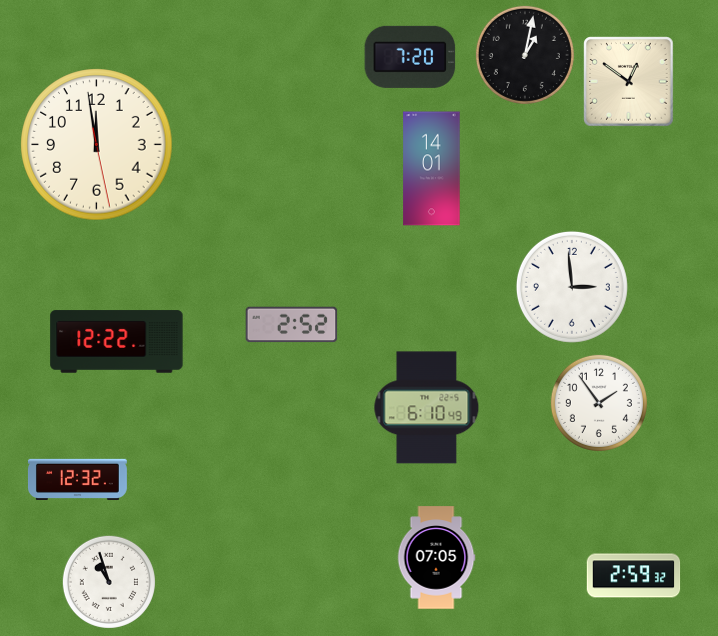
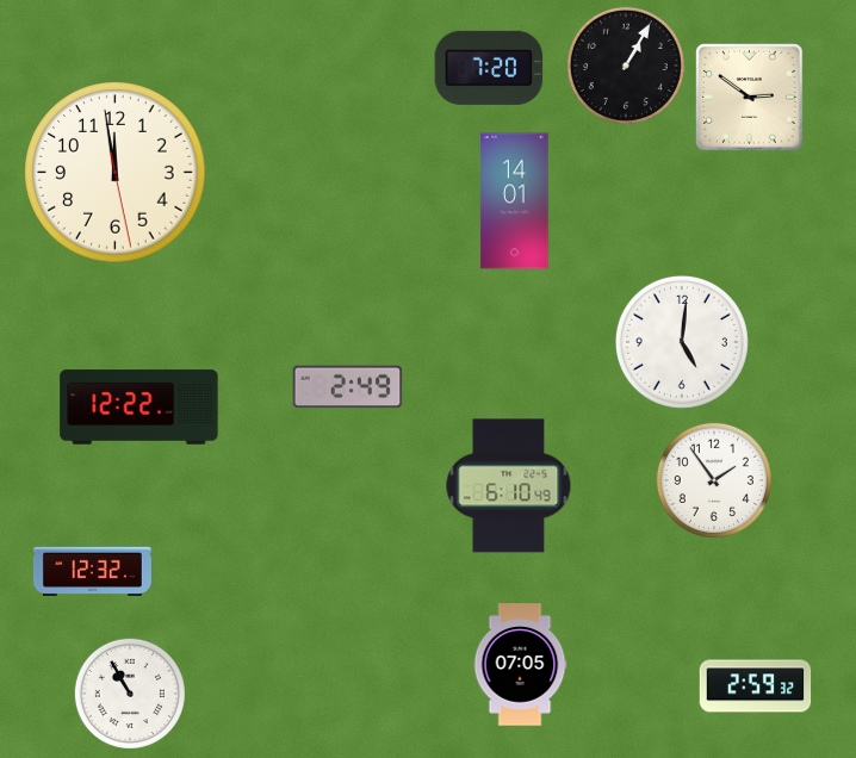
clock at (525, 55): 1:02 -> 1:05
clock at (629, 82): 12:51 -> 2:51
clock at (572, 287): 2:59 -> 5:01
clock at (292, 325): 2:52 -> 2:49
clock at (109, 582): 10:57 -> 10:55
